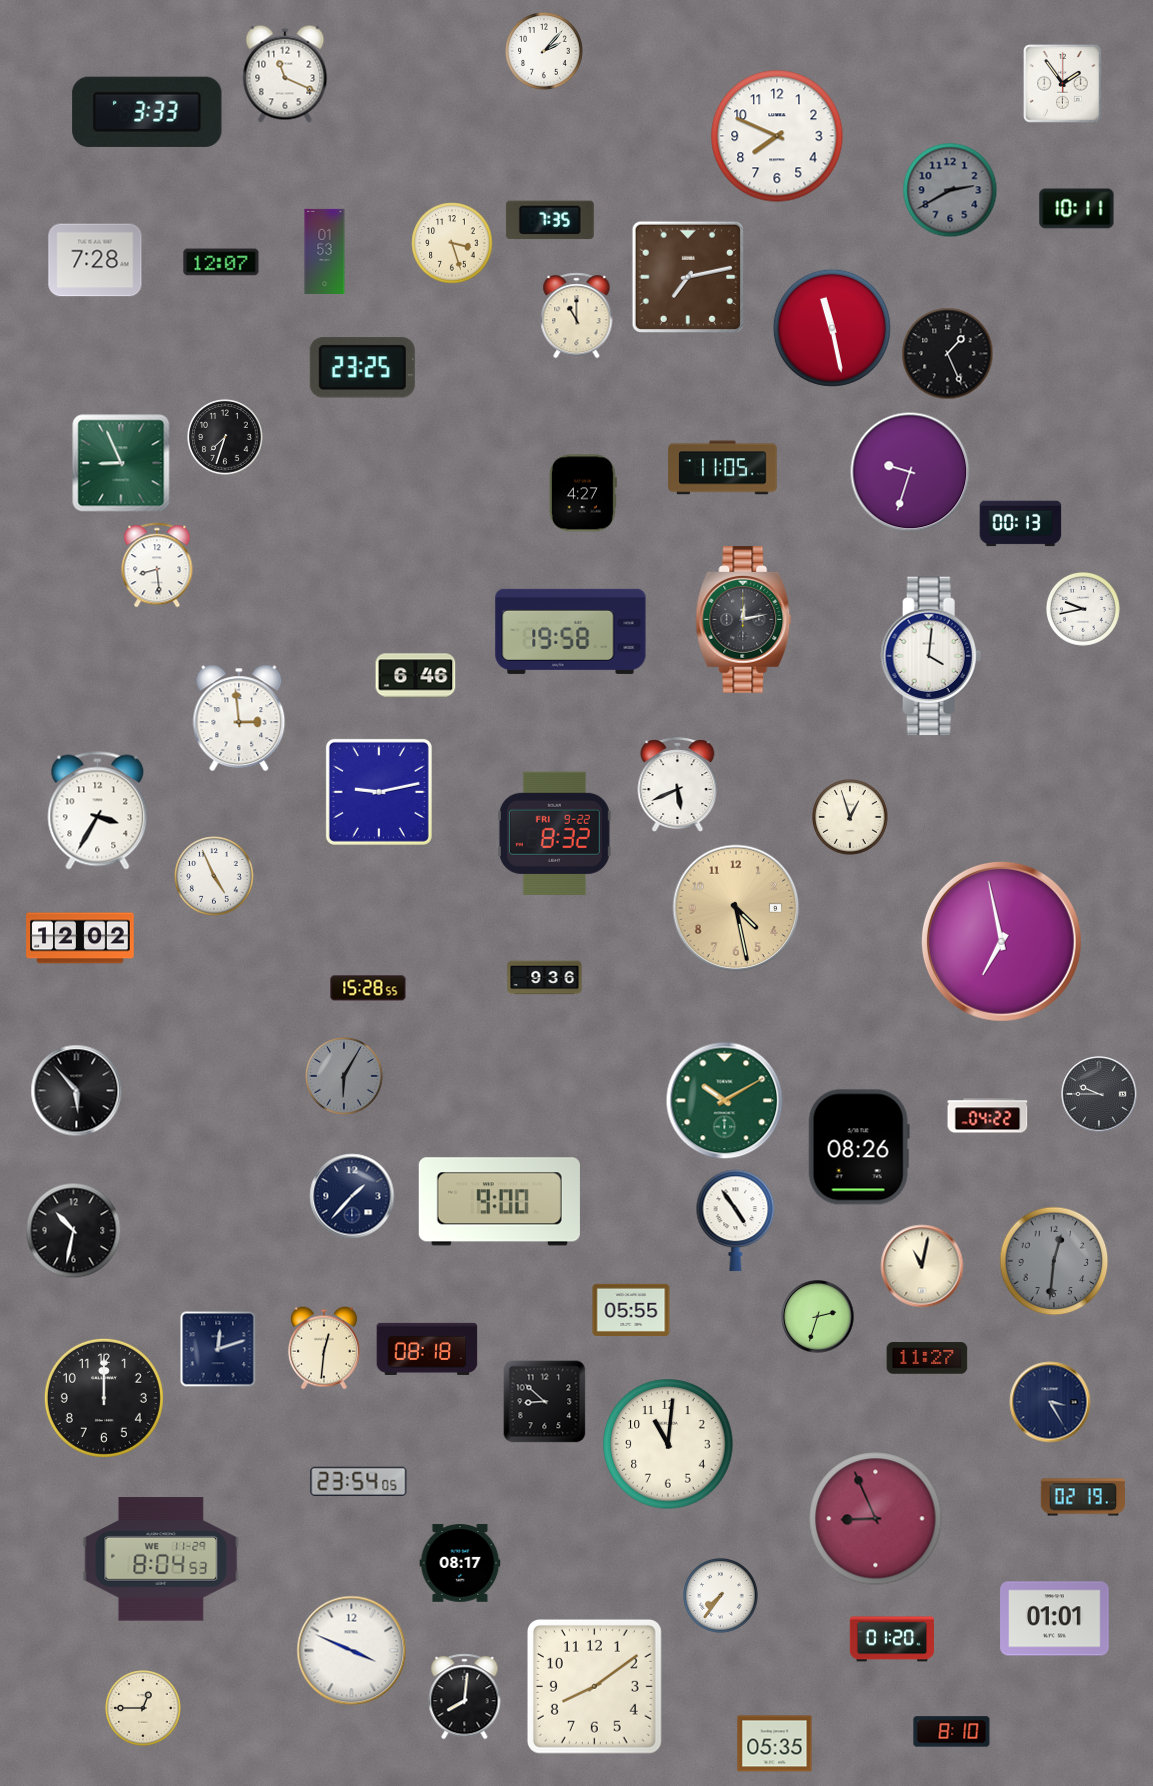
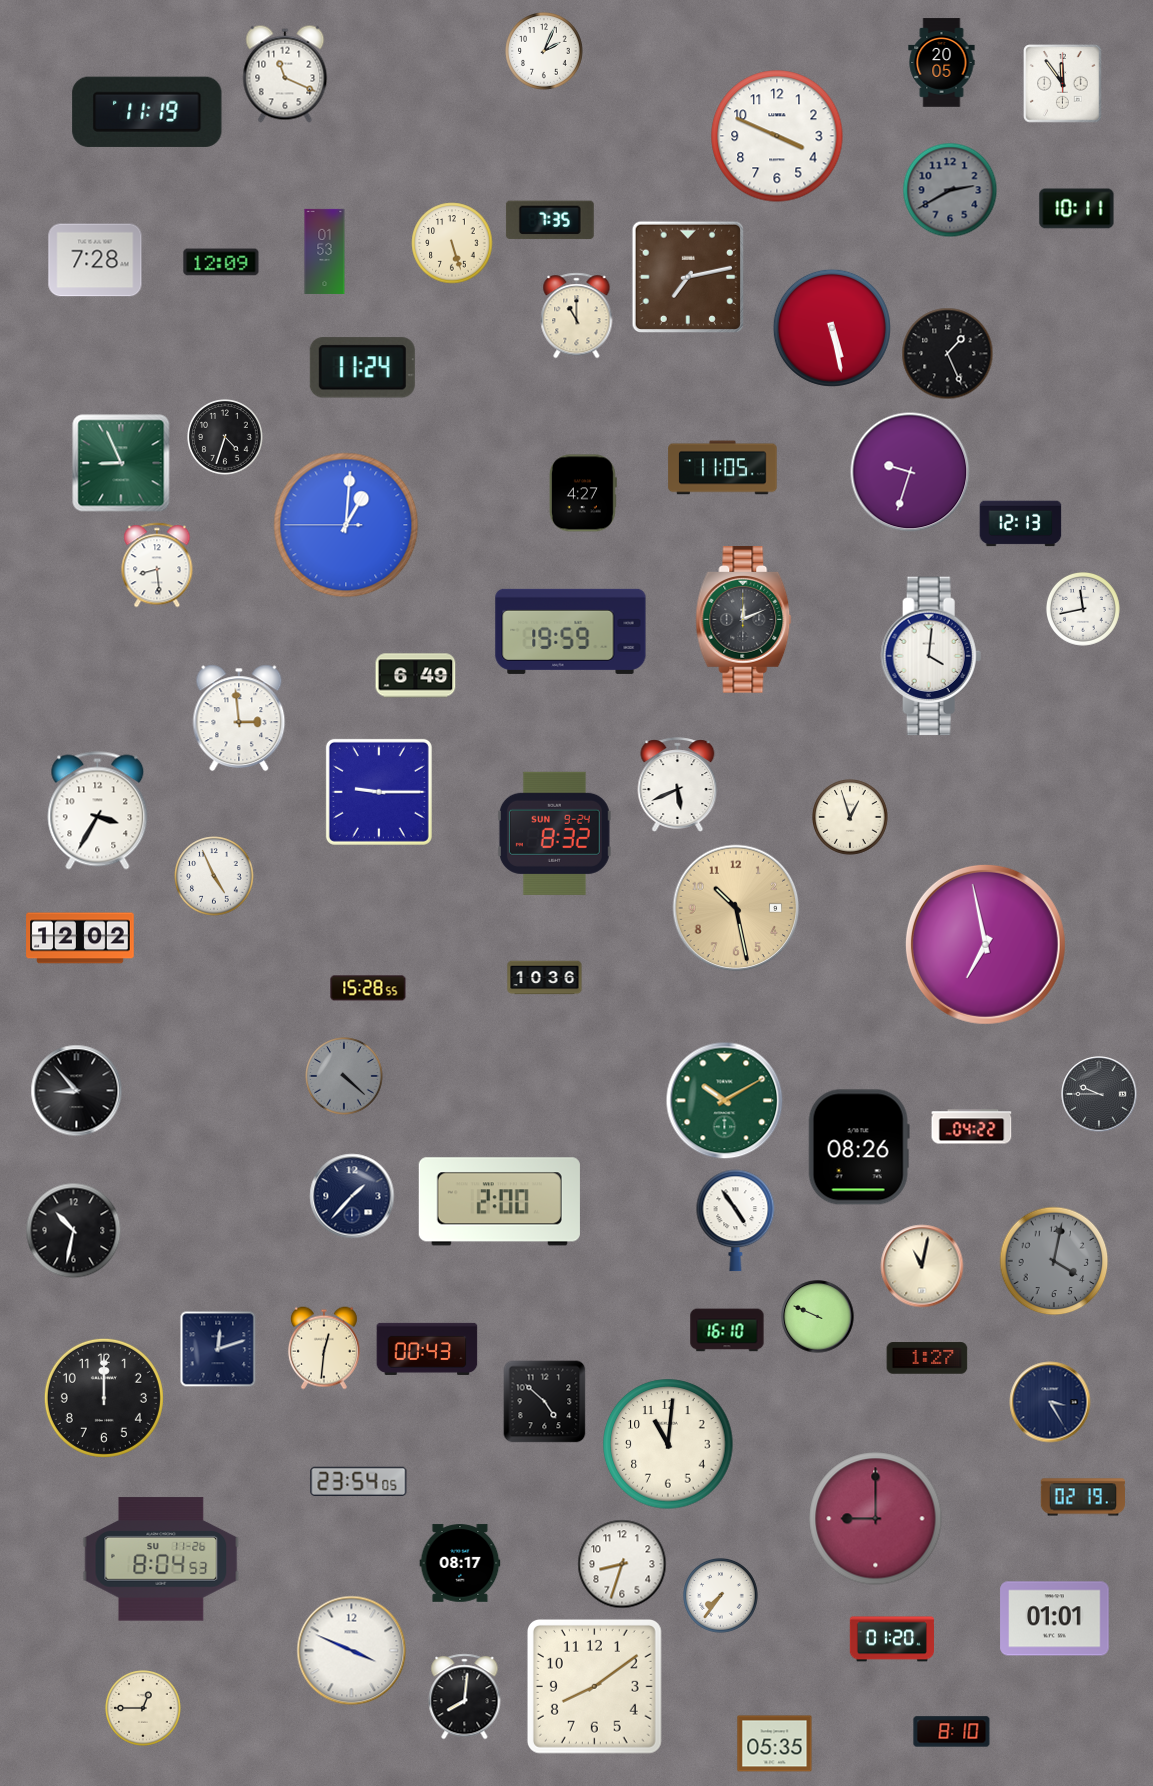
clock at (544, 51): 2:07 -> 2:04
clock at (942, 63): none -> 20:05
clock at (1063, 84): 1:54 -> 11:54
clock at (147, 112): 3:33 -> 11:19
clock at (777, 136): 7:49 -> 3:49
clock at (452, 243): 3:27 -> 5:27
clock at (221, 262): 12:07 -> 12:09
clock at (832, 328): 11:28 -> 5:28
clock at (362, 368): 23:25 -> 11:24
clock at (226, 438): 7:33 -> 4:33
clock at (1021, 524): 00:13 -> 12:13
clock at (346, 525): none -> 1:00
clock at (1083, 609): 9:43 -> 11:43
clock at (744, 620): 12:13 -> 12:11
clock at (571, 631): 19:58 -> 19:59
clock at (416, 676): 6:46 -> 6:49
clock at (379, 792): 9:13 -> 9:15
clock at (554, 833) date: FRI 9-22 -> SUN 9-24
clock at (736, 908): 4:28 -> 10:28
clock at (1001, 941) position: (1001, 941) -> (985, 944)
clock at (545, 978): 9:36 -> 10:36
clock at (344, 1076): 6:05 -> 4:22
clock at (77, 1091): 5:53 -> 8:53
clock at (988, 1116) position: (988, 1116) -> (972, 1127)
clock at (499, 1202): 9:00 -> 2:00
clock at (1054, 1261): 12:31 -> 4:02
clock at (631, 1310): 05:55 -> none
clock at (818, 1317): 2:33 -> 9:49
clock at (727, 1330): none -> 16:10
clock at (427, 1349): 08:18 -> 00:43
clock at (927, 1358): 11:27 -> 1:27
clock at (545, 1402): 8:52 -> 4:52
clock at (876, 1519): 8:56 -> 9:00
clock at (161, 1559) date: WE 11-29 -> SU 11-26
clock at (622, 1564): none -> 8:33
